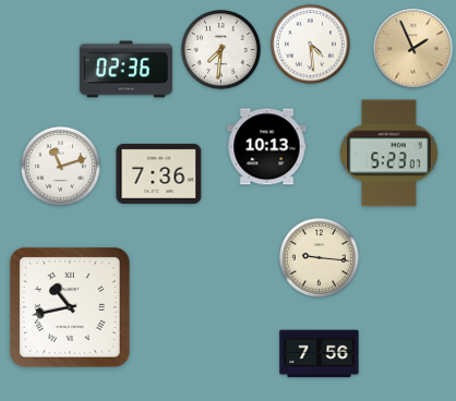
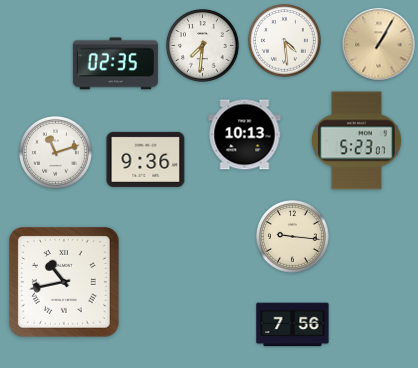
clock at (413, 49): 1:56 -> 1:05
clock at (125, 70): 02:36 -> 02:35
clock at (159, 173): 7:36 -> 9:36
